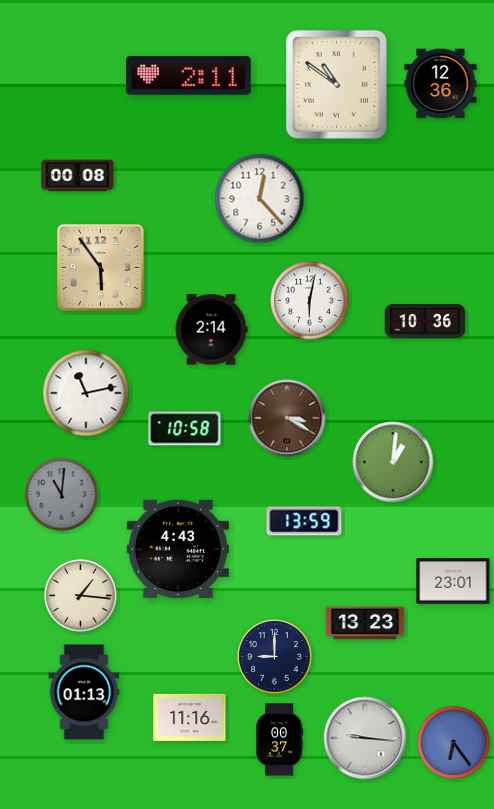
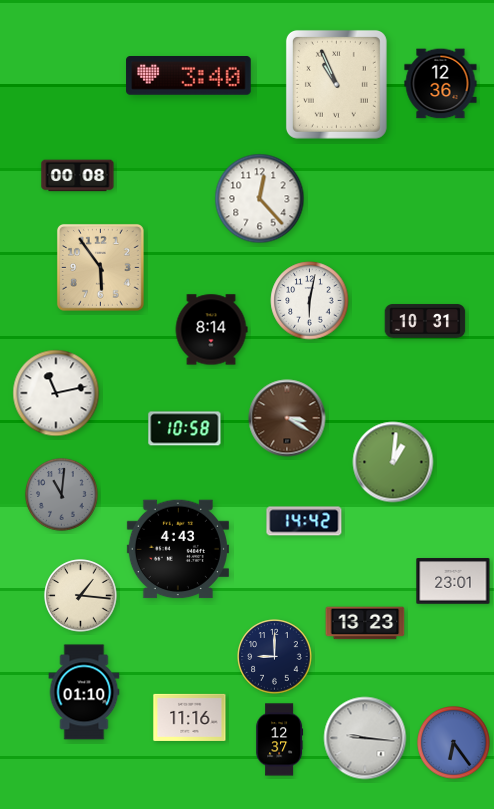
clock at (189, 76): 2:11 -> 3:40
clock at (336, 84): 10:51 -> 10:56
clock at (425, 321): 10:36 -> 10:31
clock at (211, 330): 2:14 -> 8:14
clock at (86, 393) position: (86, 393) -> (56, 393)
clock at (304, 521): 13:59 -> 14:42
clock at (84, 692): 01:13 -> 01:10
clock at (280, 740): 00:37 -> 12:37
